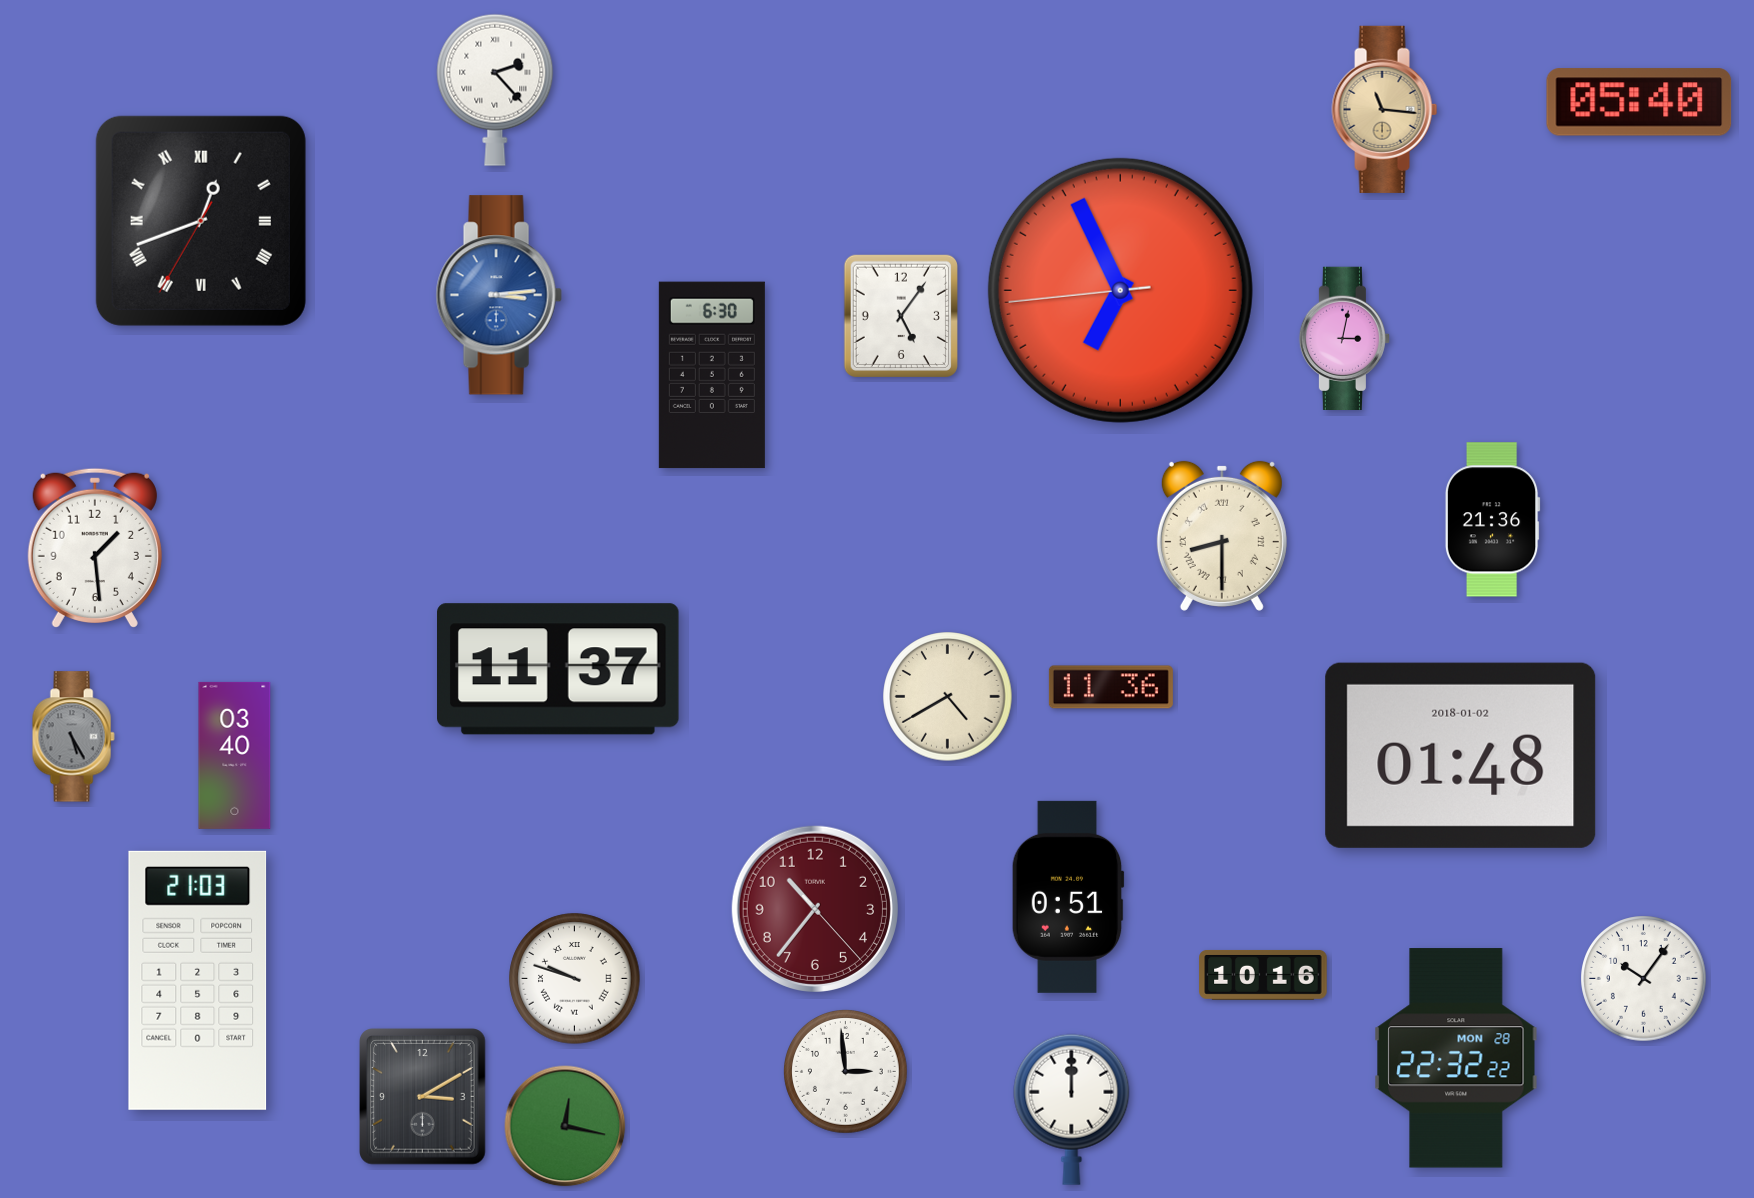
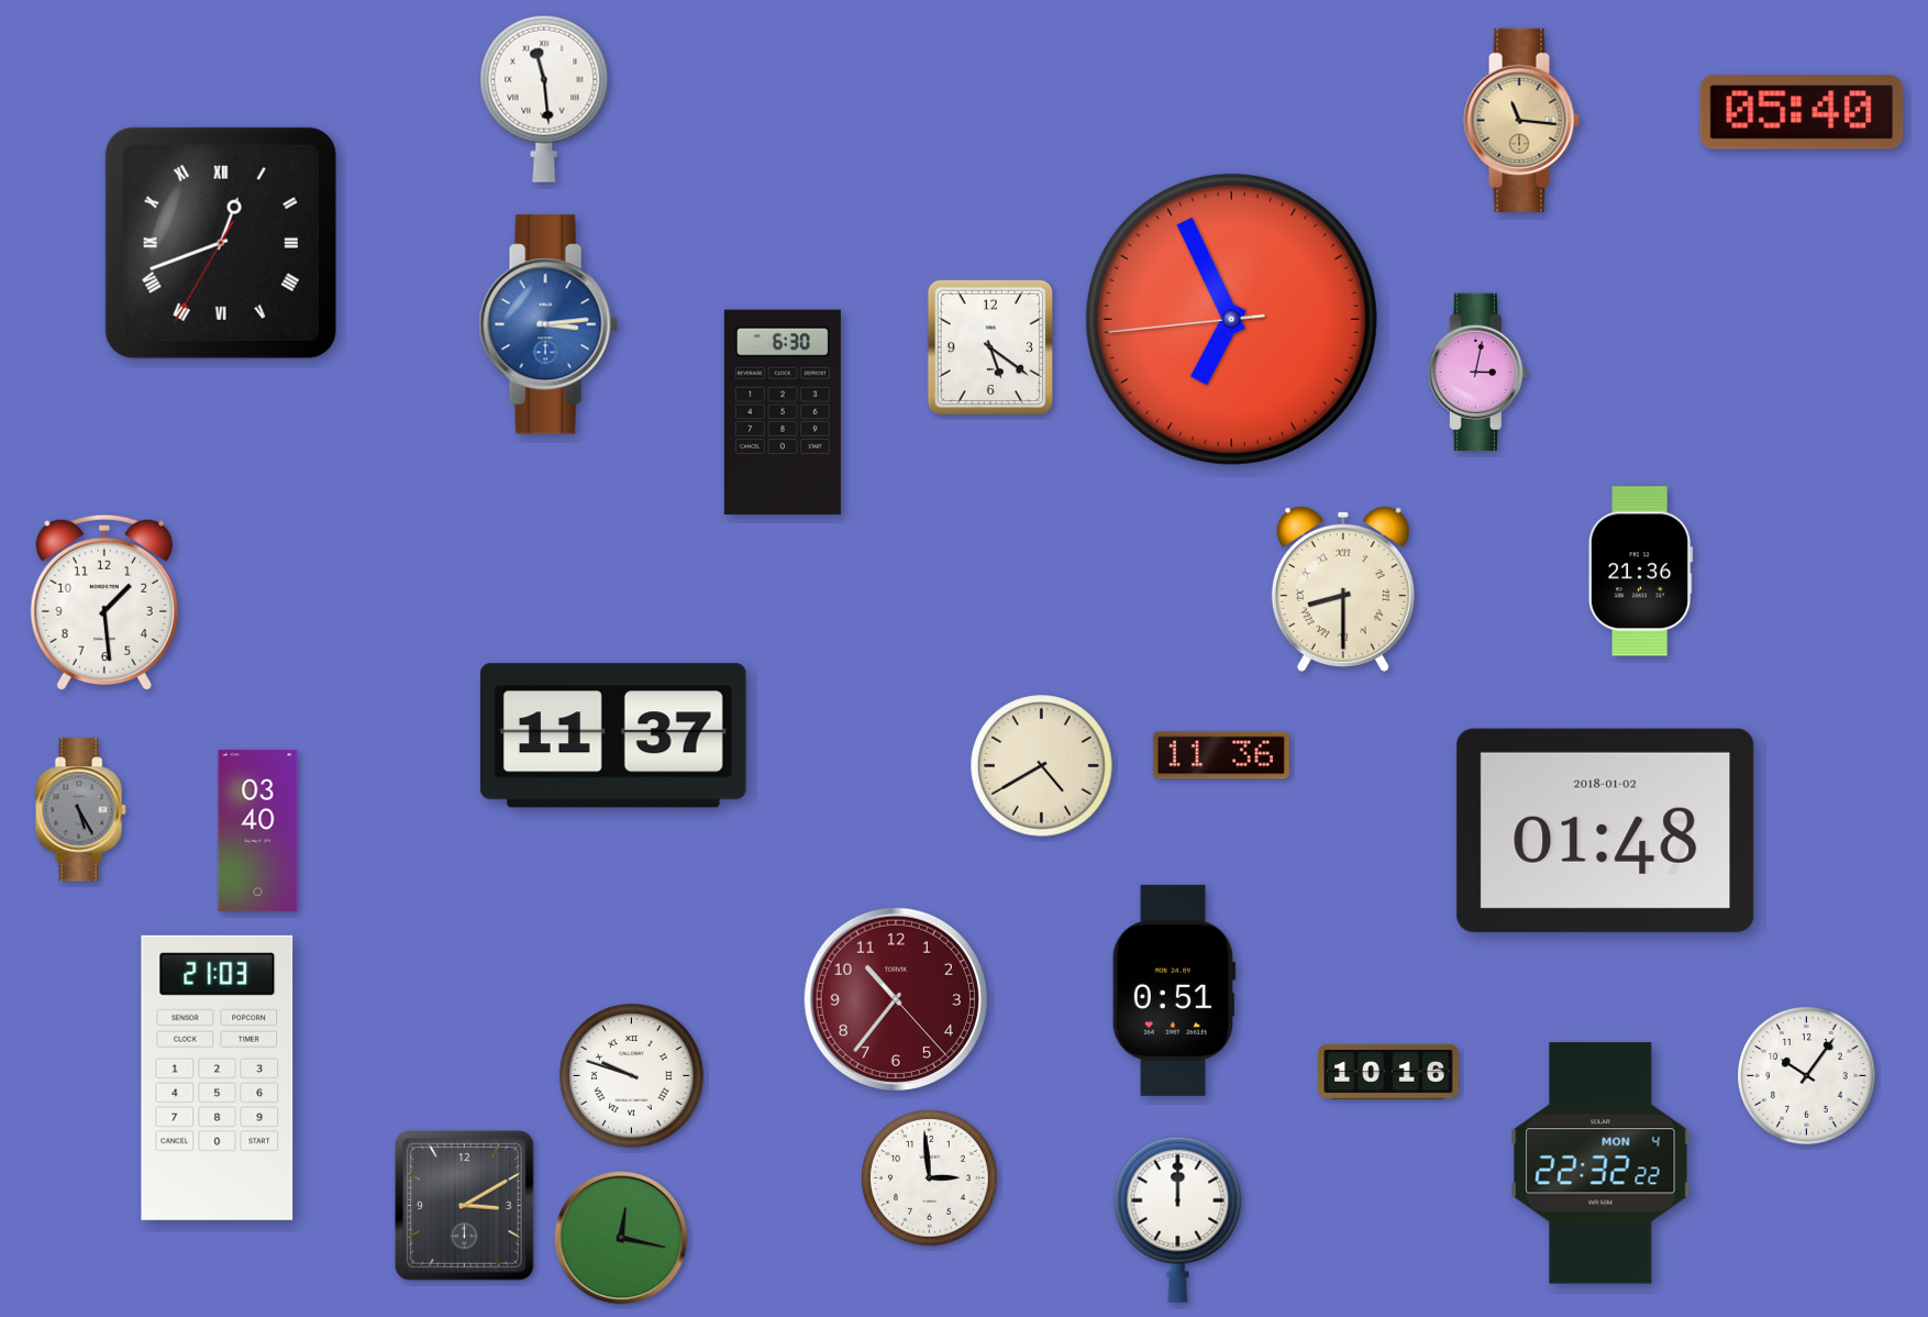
clock at (495, 90): 2:23 -> 11:29
clock at (901, 315): 5:06 -> 5:21
clock at (1068, 897) position: (1068, 897) -> (1174, 990)
clock at (1456, 1058) date: MON 28 -> MON 4
